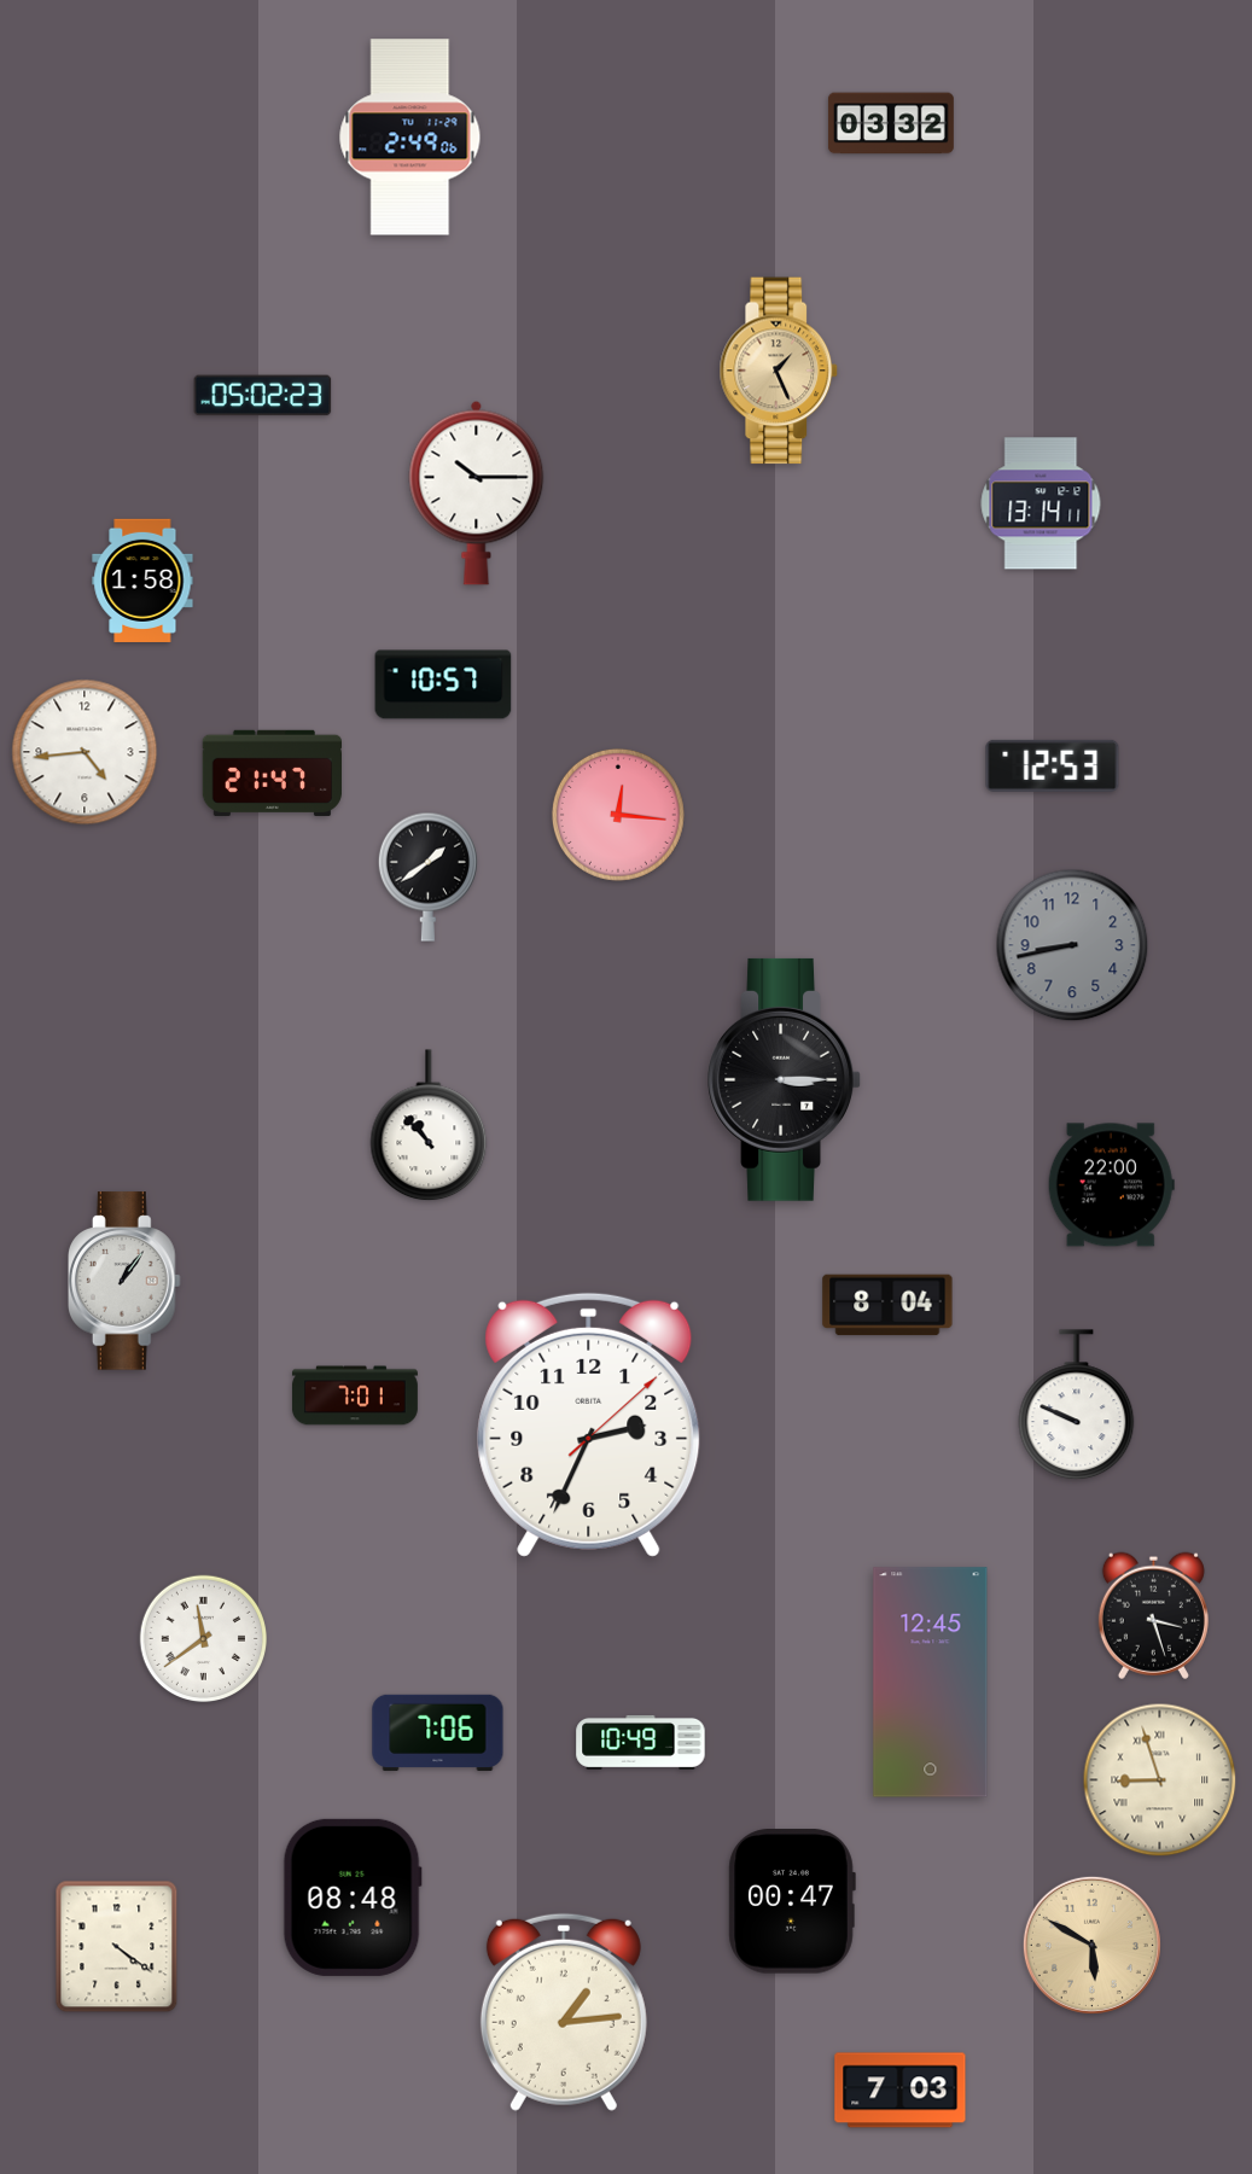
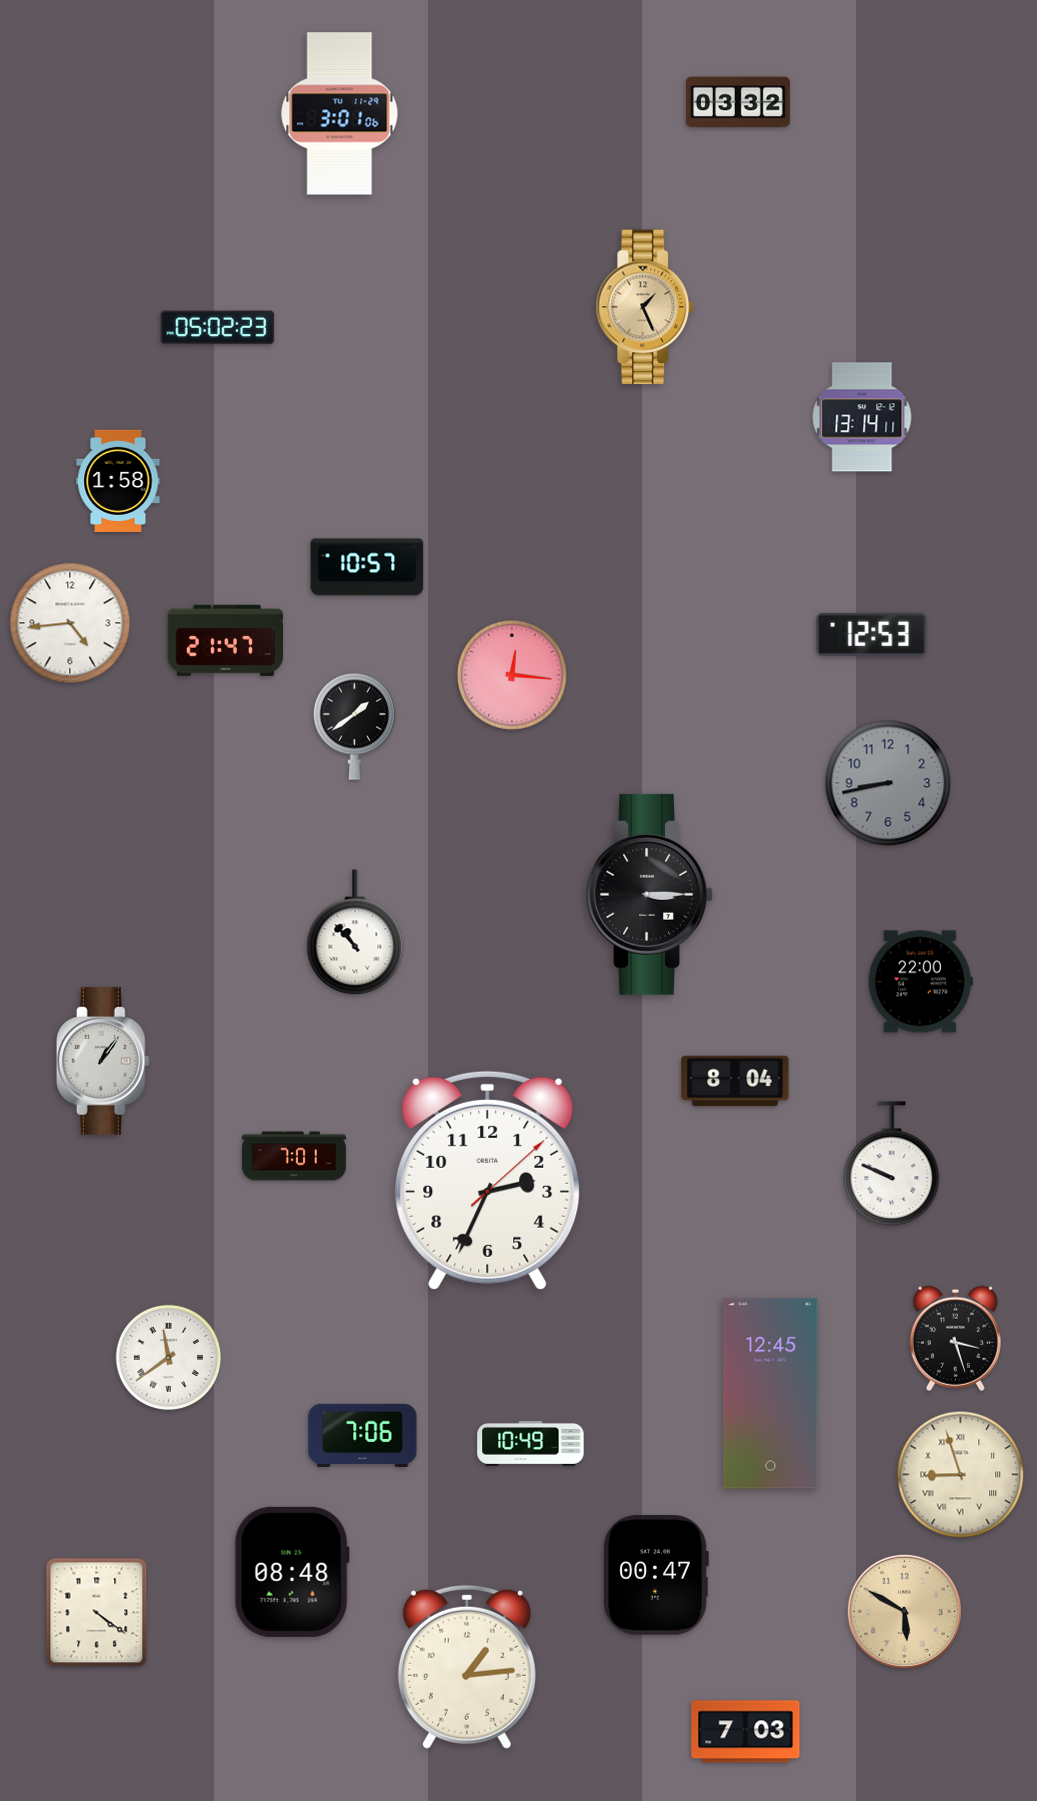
clock at (410, 138): 2:49 -> 3:01
clock at (477, 492): 10:15 -> none
